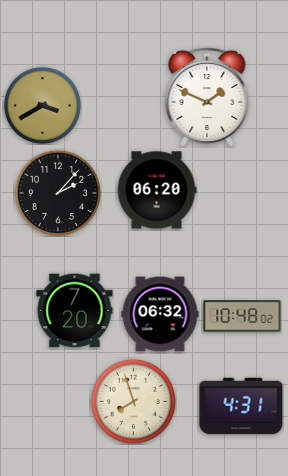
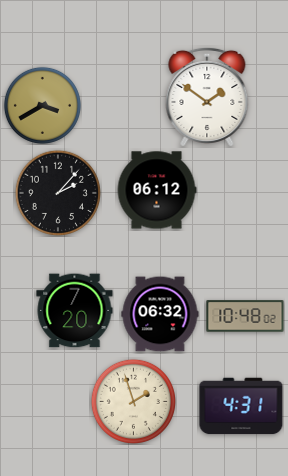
clock at (207, 97): 1:49 -> 1:51
clock at (157, 190): 06:20 -> 06:12
clock at (242, 316) position: (242, 316) -> (245, 316)
clock at (133, 401): 7:57 -> 1:57
